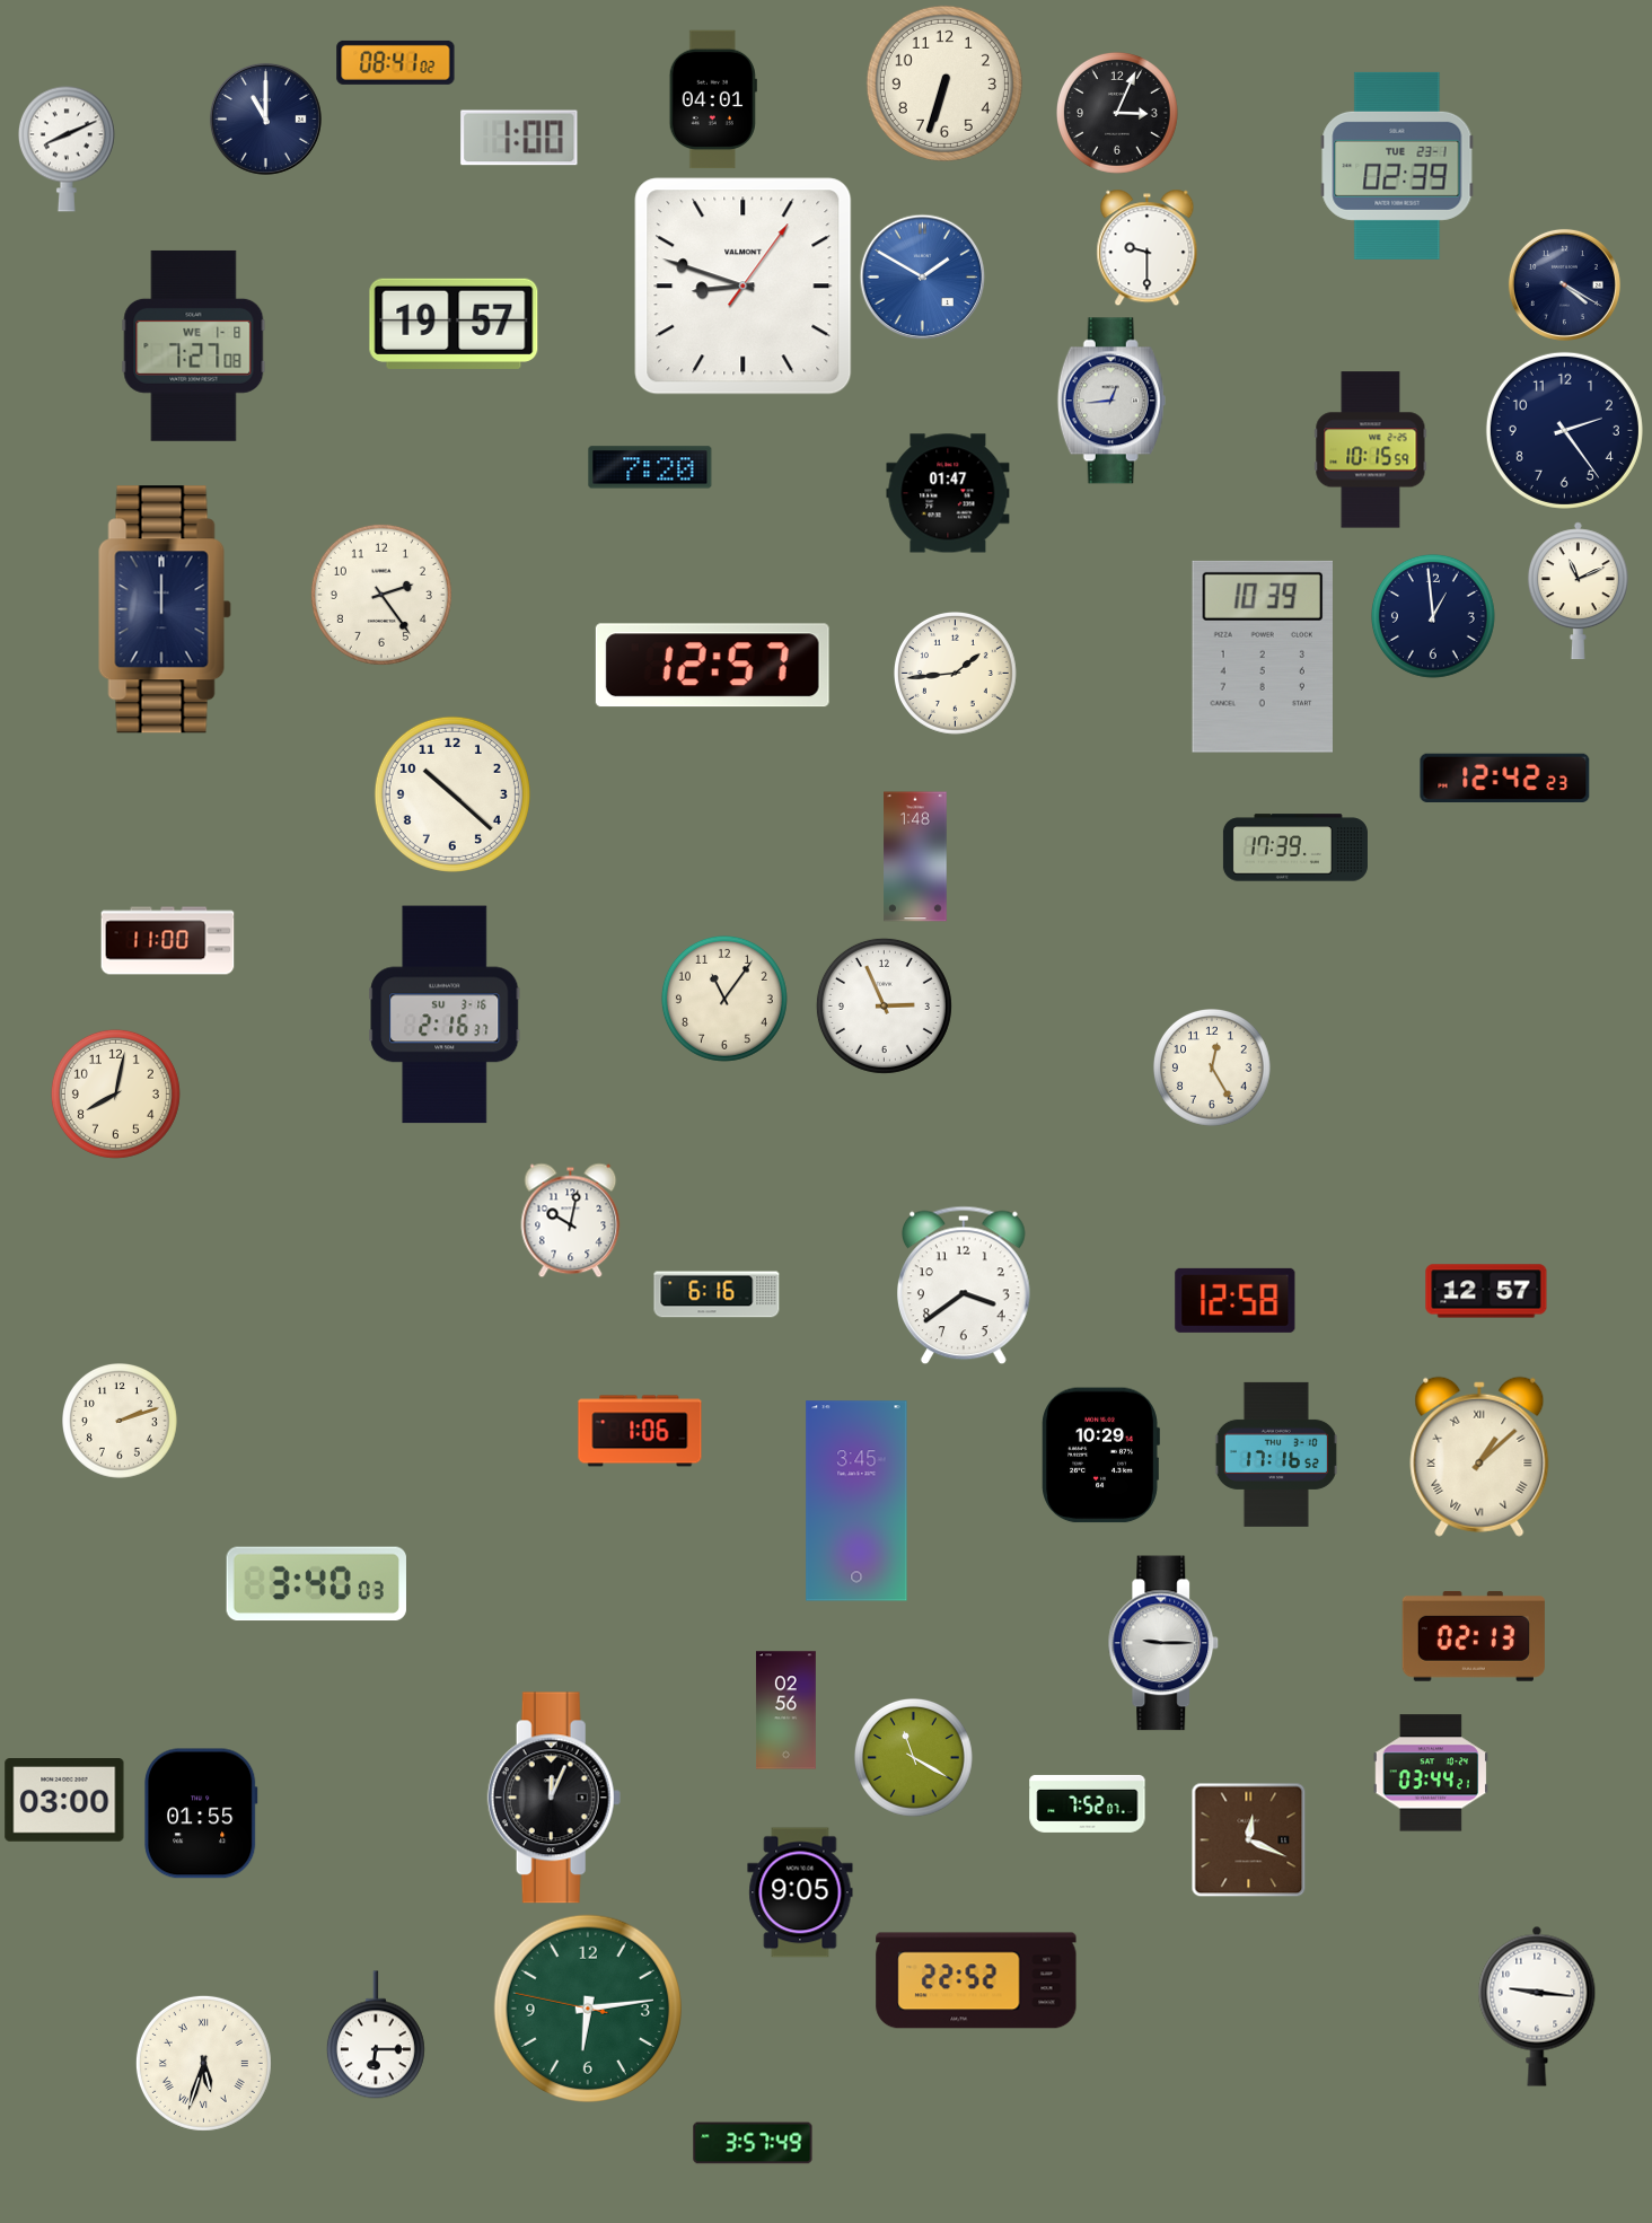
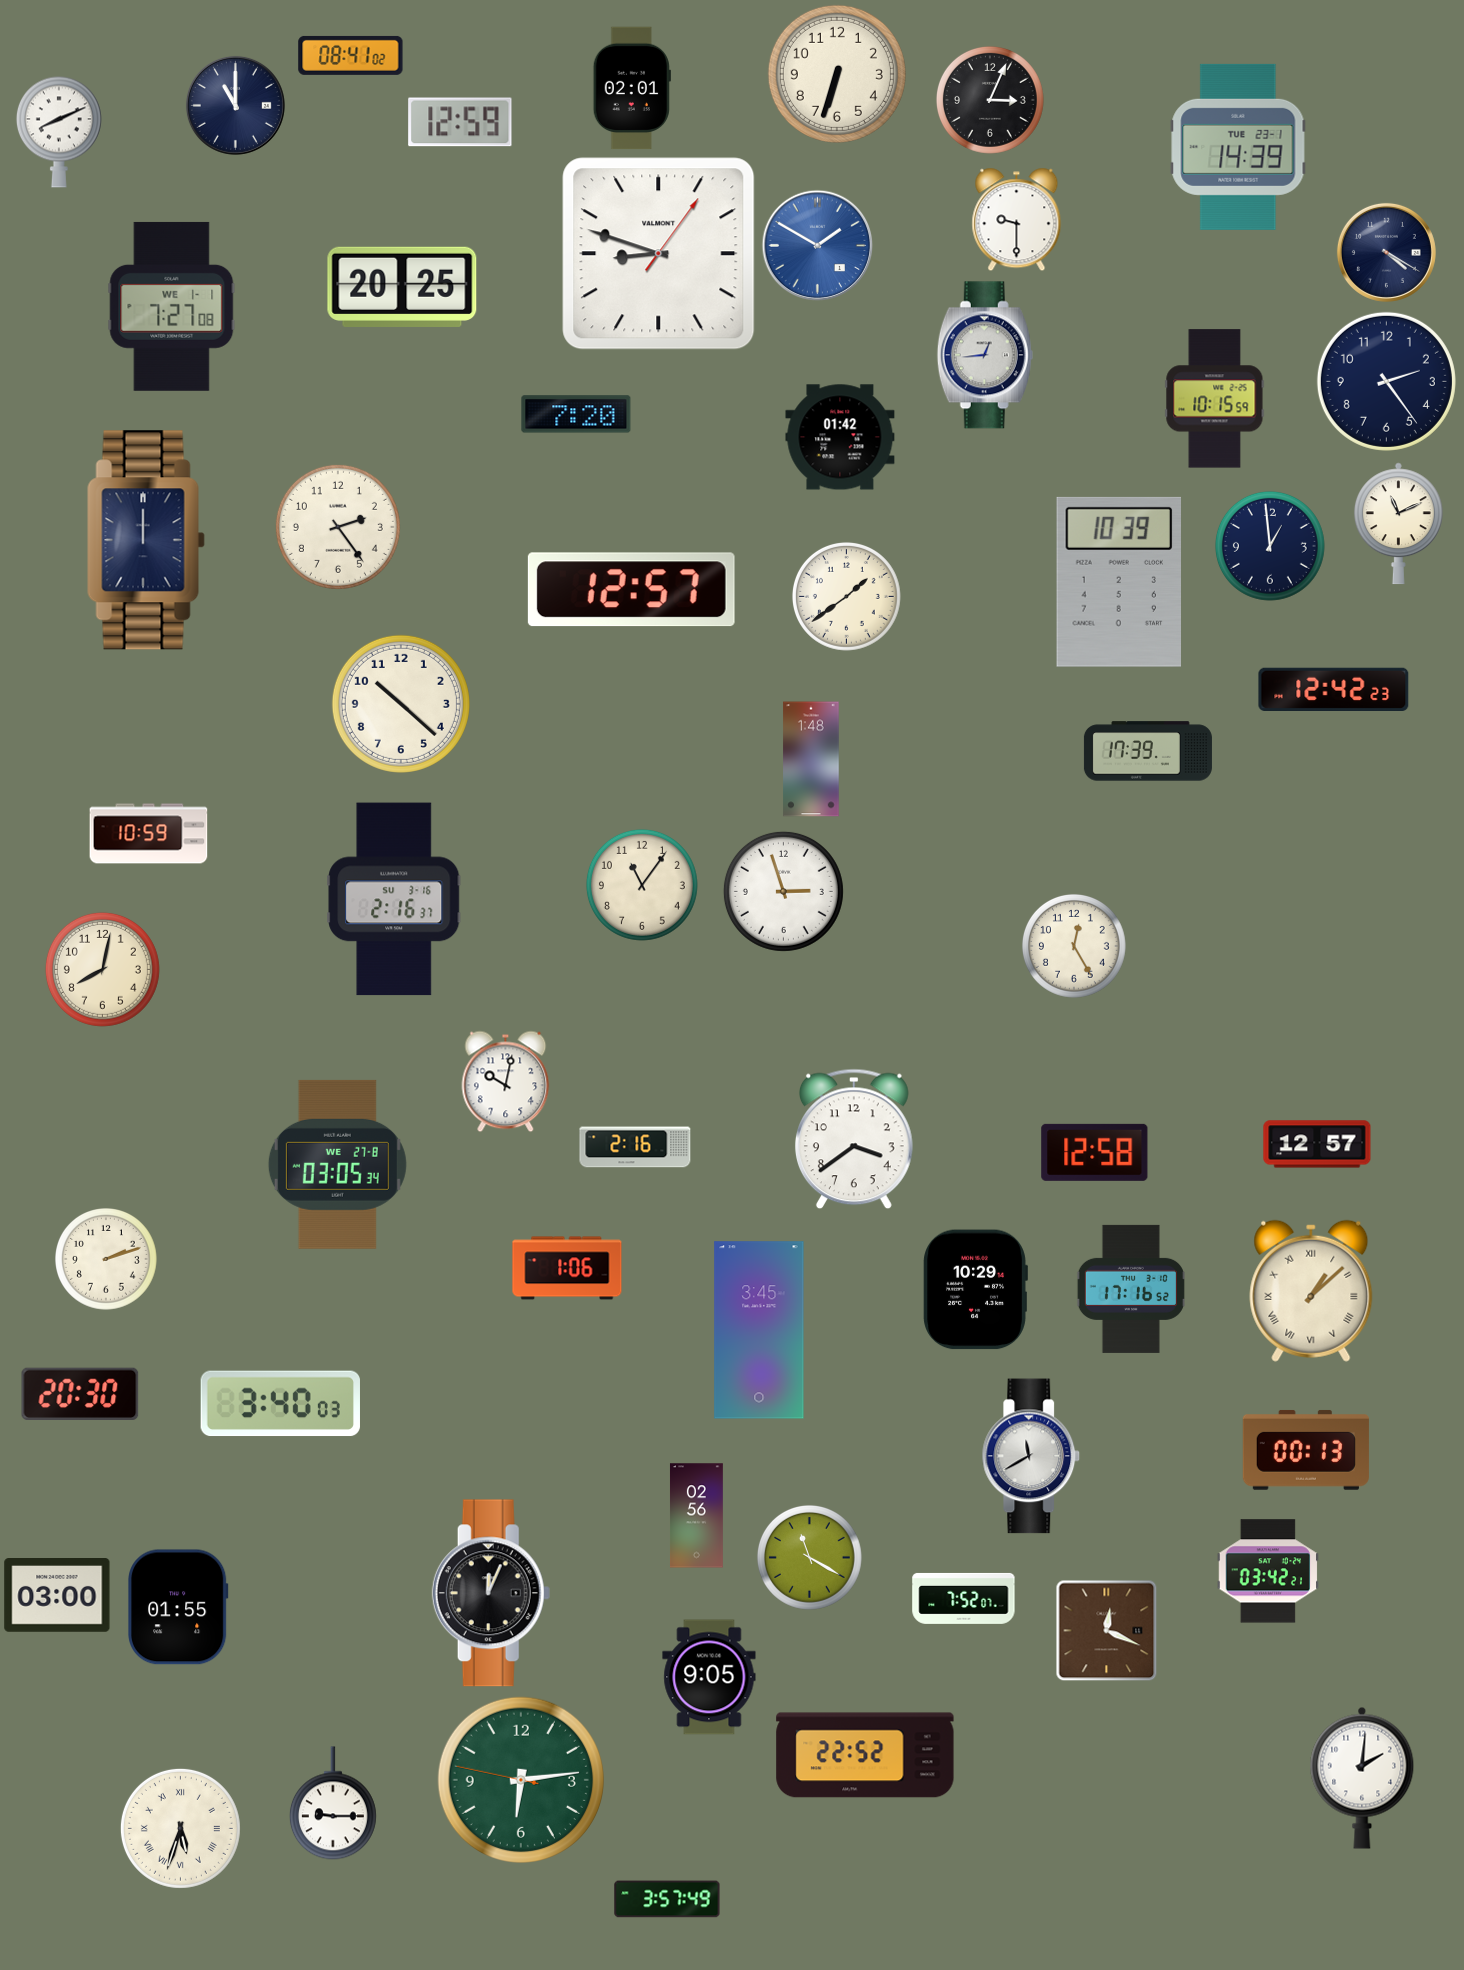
clock at (713, 99): 04:01 -> 02:01
clock at (519, 138): 1:00 -> 12:59
clock at (1397, 166): 02:39 -> 14:39
clock at (454, 324): 19:57 -> 20:25
clock at (194, 345) date: WE 1-8 -> WE 1-1
clock at (948, 493): 01:47 -> 01:42
clock at (955, 673): 1:44 -> 1:39
clock at (168, 941): 11:00 -> 10:59
clock at (884, 1005): 2:56 -> 2:57
clock at (717, 1294): 6:16 -> 2:16
clock at (337, 1164): none -> 03:05
clock at (80, 1393): none -> 20:30
clock at (1474, 1636): 02:13 -> 00:13
clock at (1163, 1643): 9:15 -> 11:40
clock at (1430, 1773): 03:44 -> 03:42
clock at (1537, 2006): 9:16 -> 2:01
clock at (376, 2035): 6:15 -> 9:15
